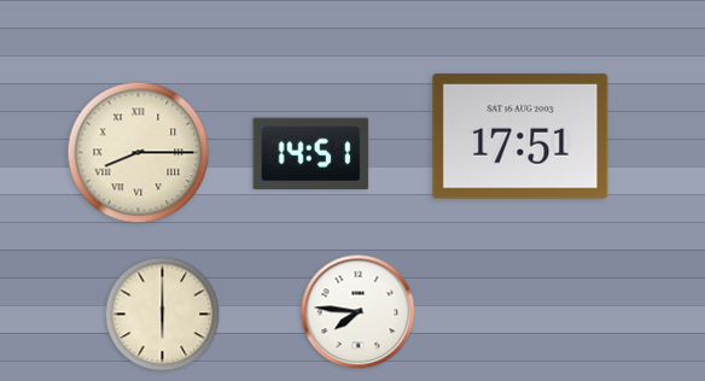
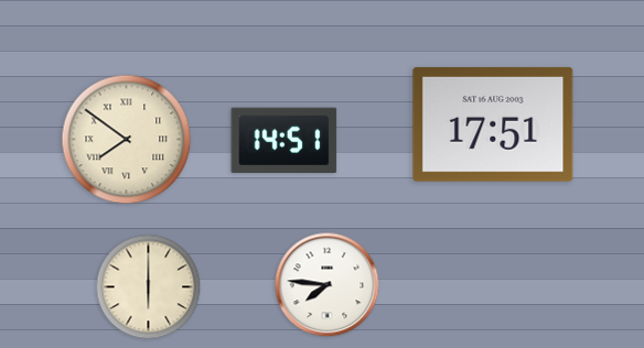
clock at (520, 136) position: (520, 136) -> (493, 124)
clock at (139, 153): 8:15 -> 7:51
